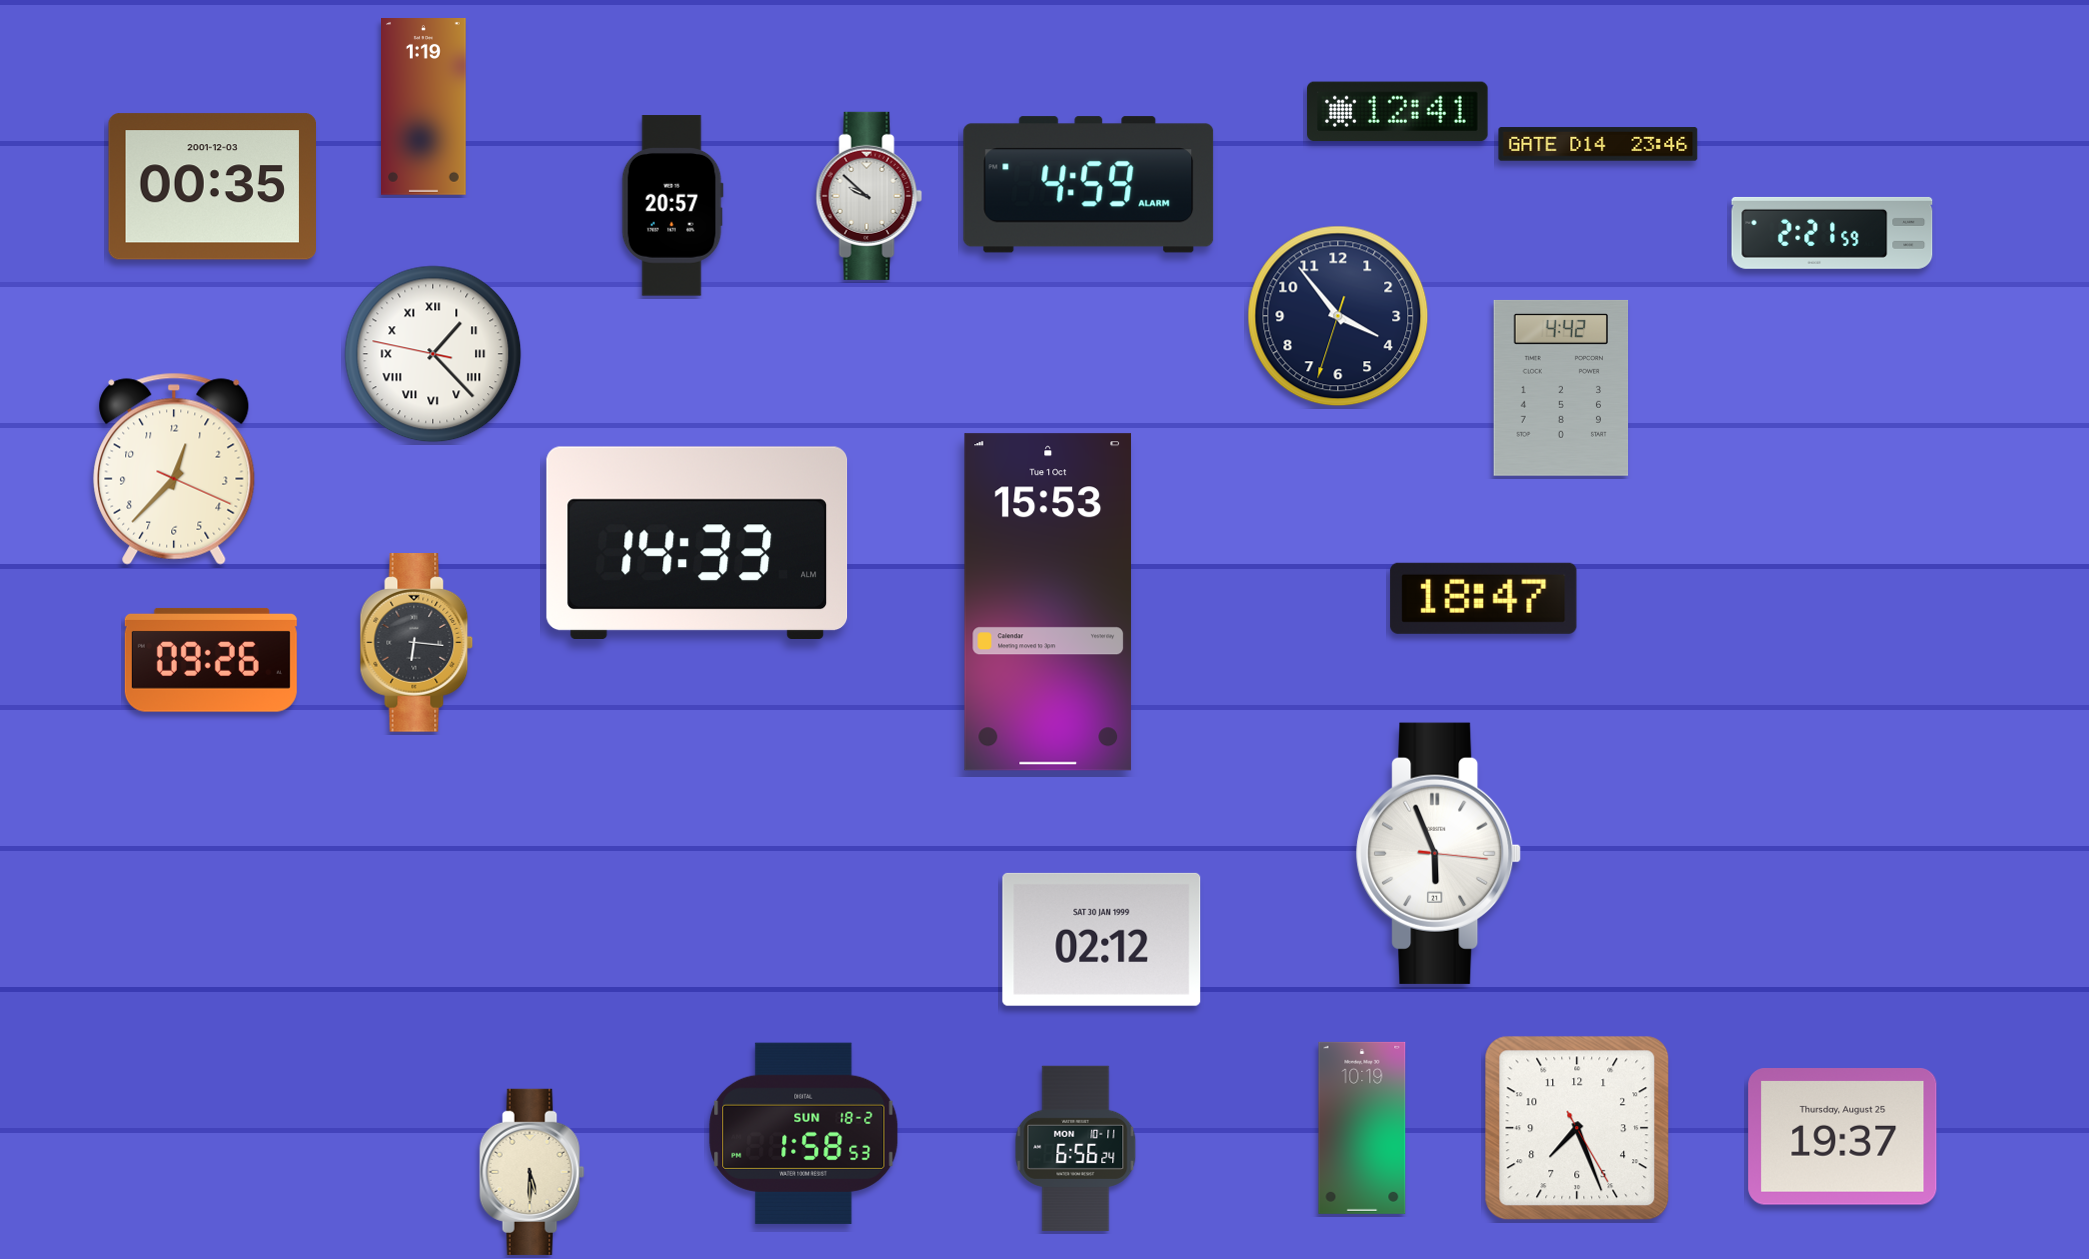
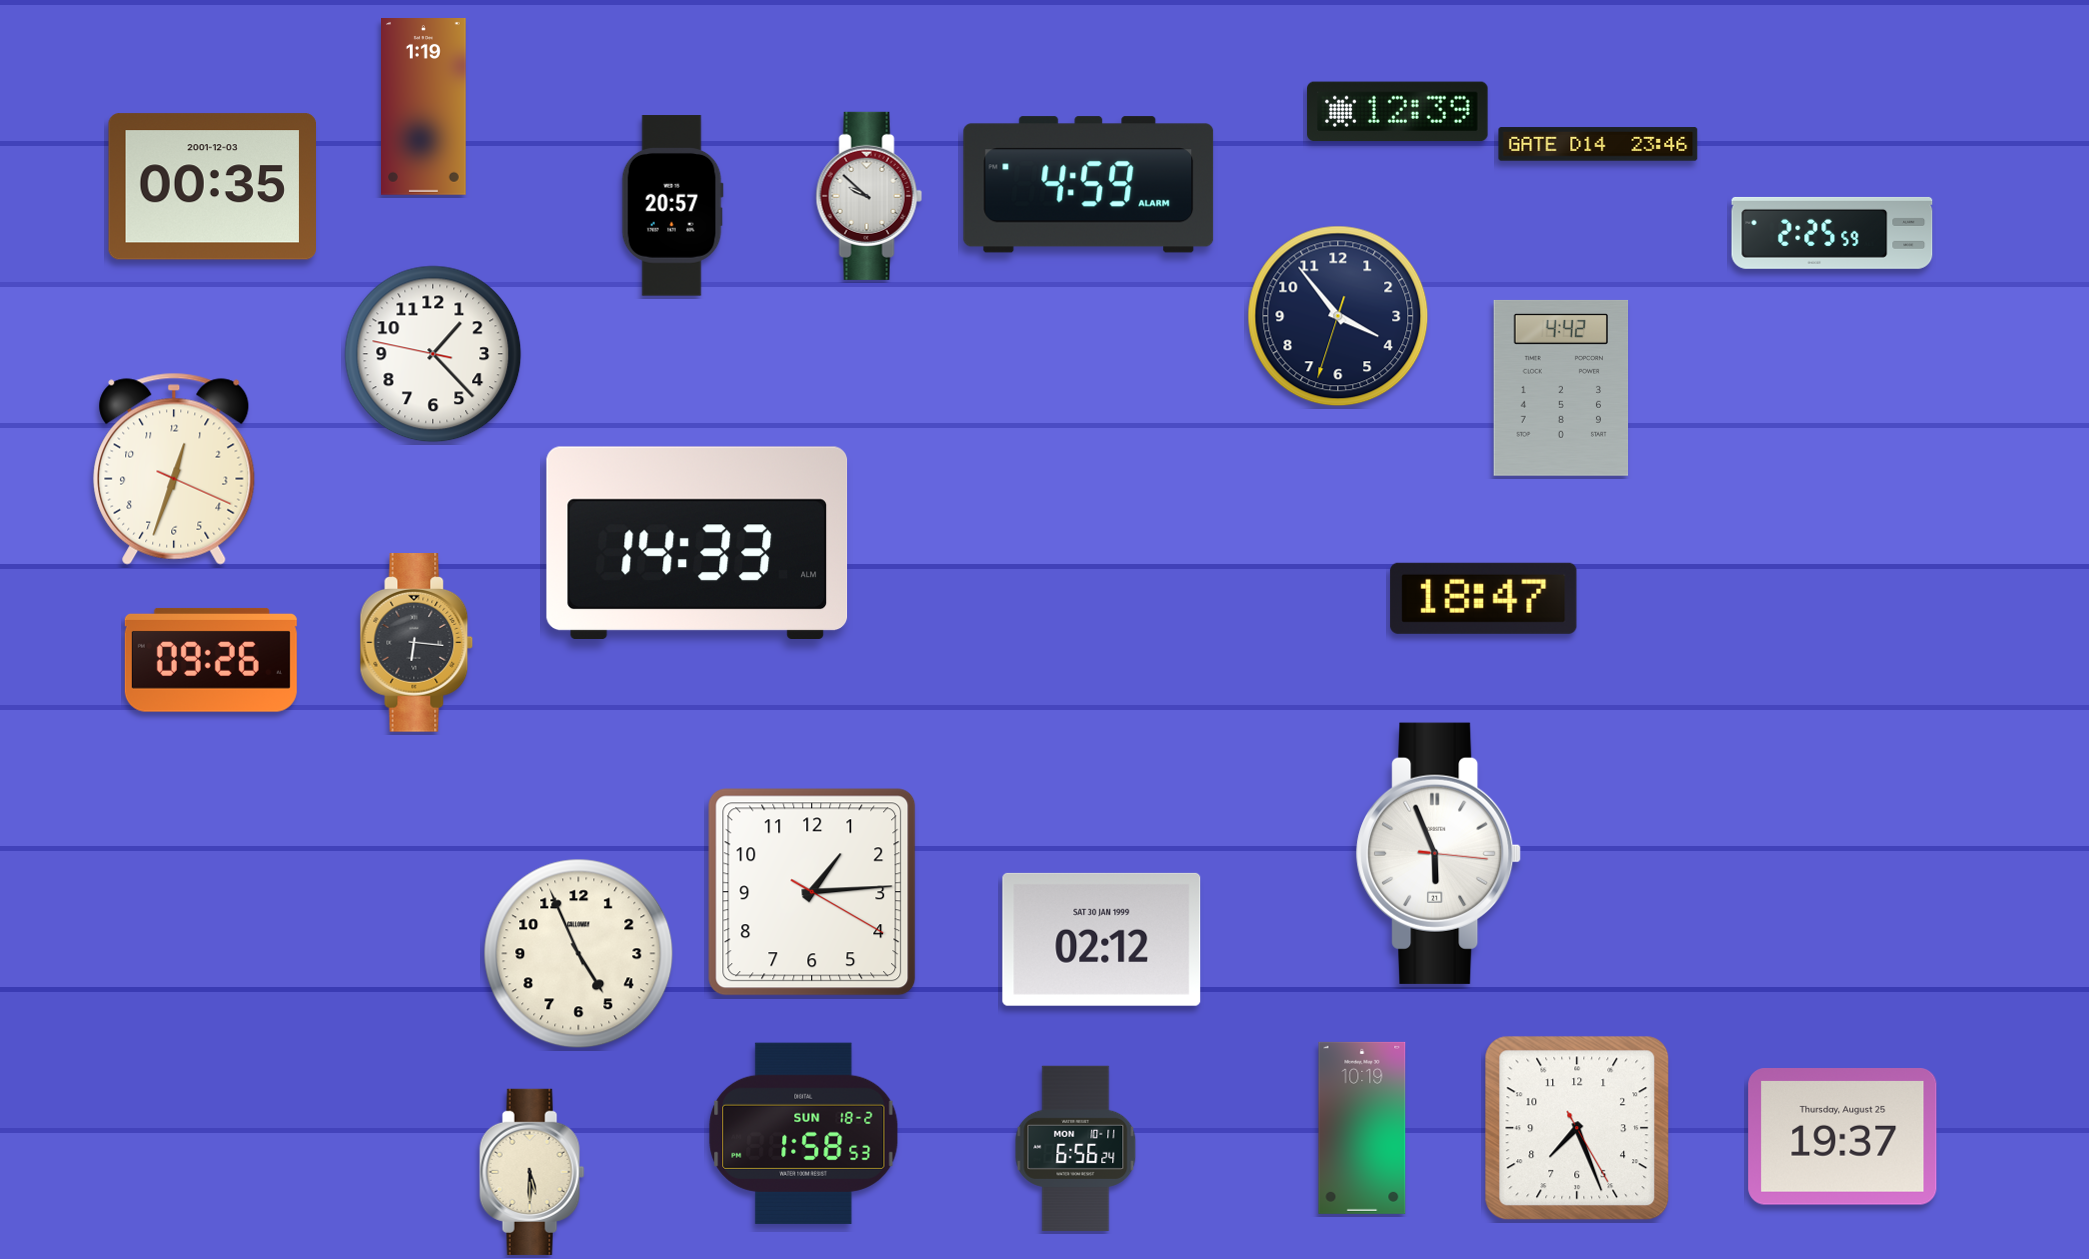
clock at (1398, 112): 12:41 -> 12:39
clock at (1832, 233): 2:21 -> 2:25
clock at (433, 354) numerals: Roman -> Arabic
clock at (174, 469): 12:37 -> 12:33
clock at (1048, 602): 15:53 -> none
clock at (812, 892): none -> 1:14
clock at (579, 954): none -> 4:56
